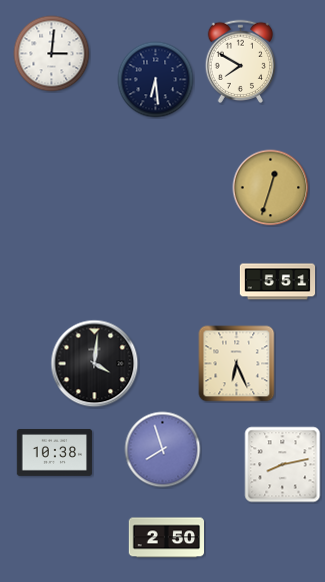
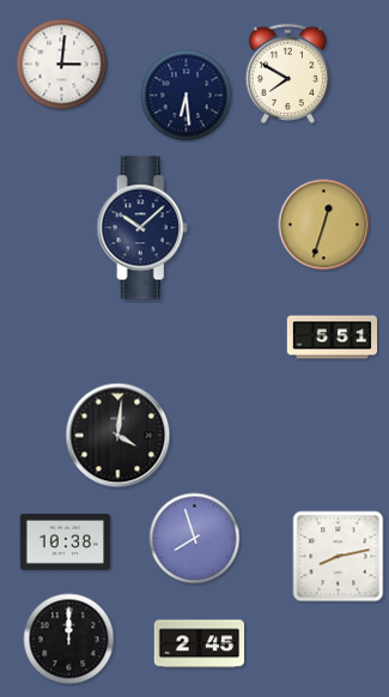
clock at (142, 228): none -> 10:08
clock at (95, 364) position: (95, 364) -> (118, 436)
clock at (237, 364): 6:26 -> none
clock at (69, 640): none -> 12:00
clock at (166, 538): 2:50 -> 2:45
